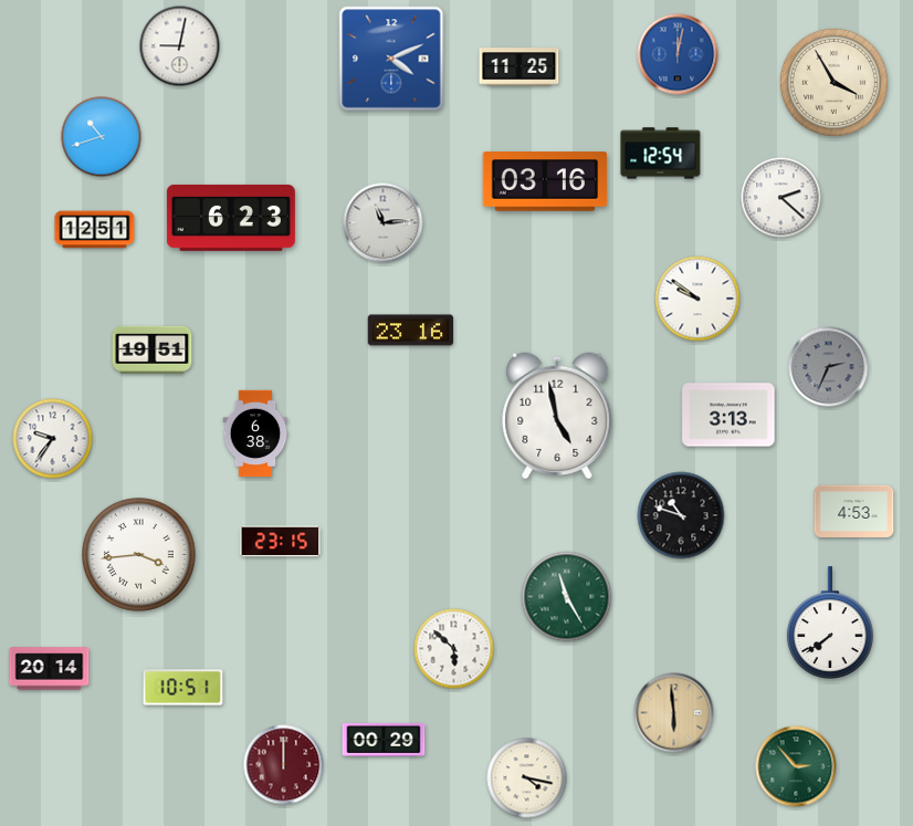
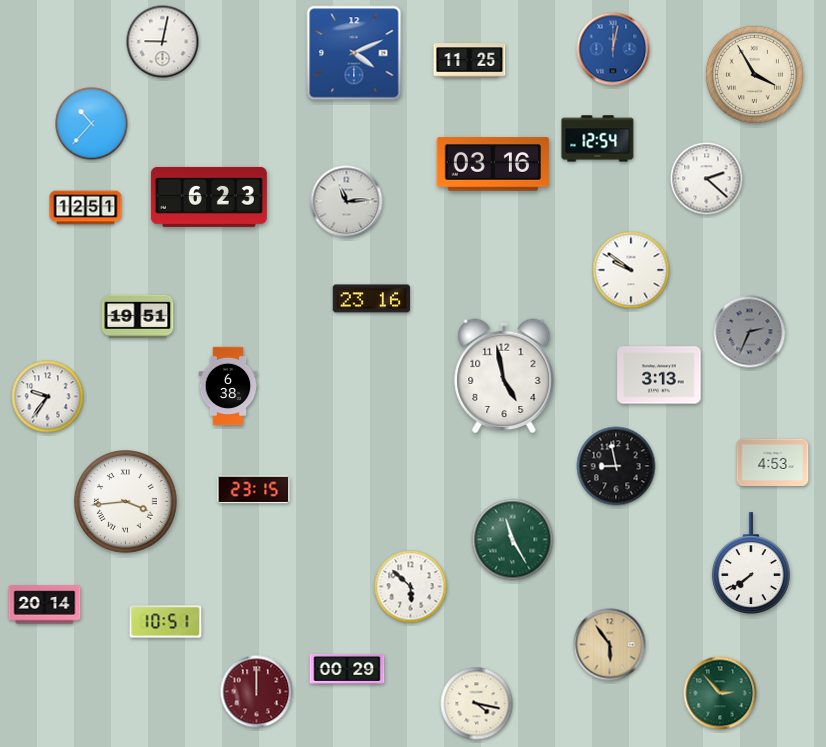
clock at (102, 137): 10:42 -> 10:37
clock at (255, 433) position: (255, 433) -> (228, 386)
clock at (681, 515): 10:48 -> 8:58
clock at (674, 713): 5:59 -> 5:54
